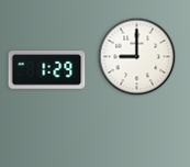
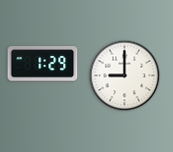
clock at (137, 57) position: (137, 57) -> (125, 76)
